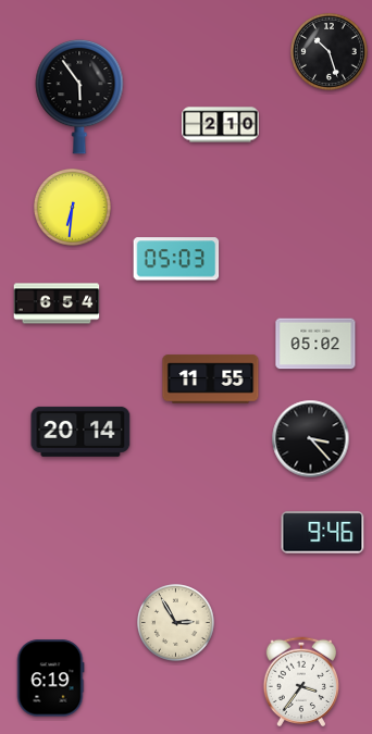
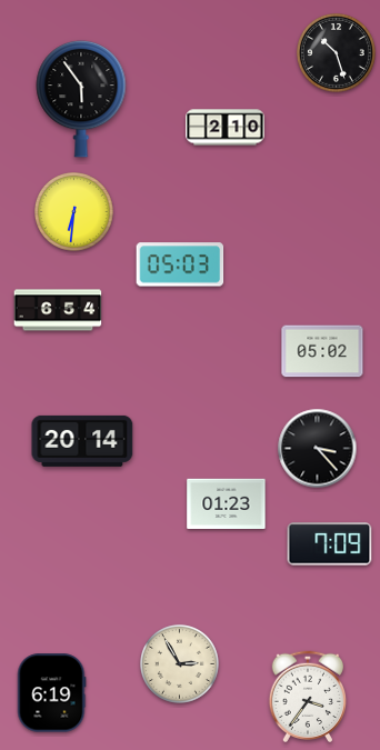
clock at (211, 380): 11:55 -> none
clock at (227, 504): none -> 01:23
clock at (323, 533): 9:46 -> 7:09
clock at (176, 623) position: (176, 623) -> (180, 664)
